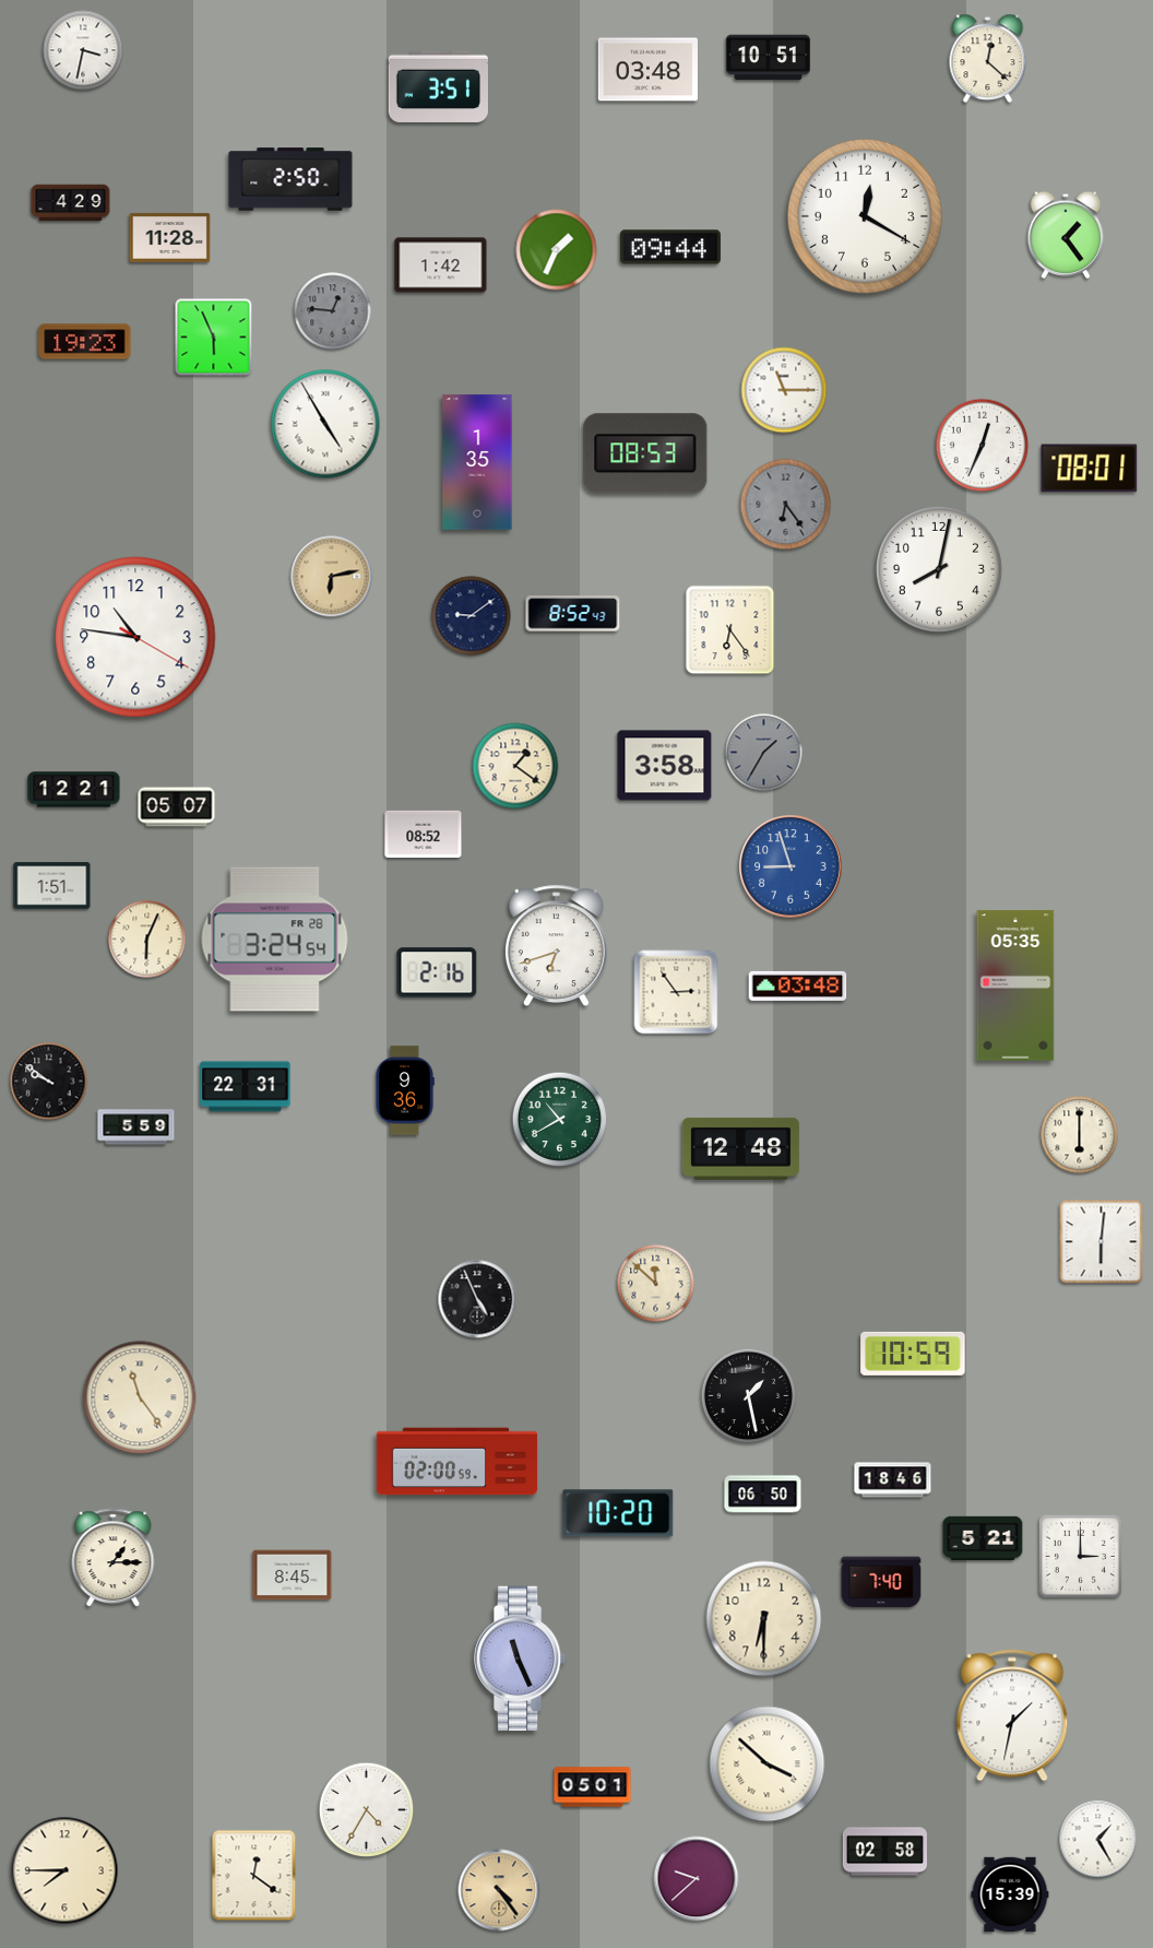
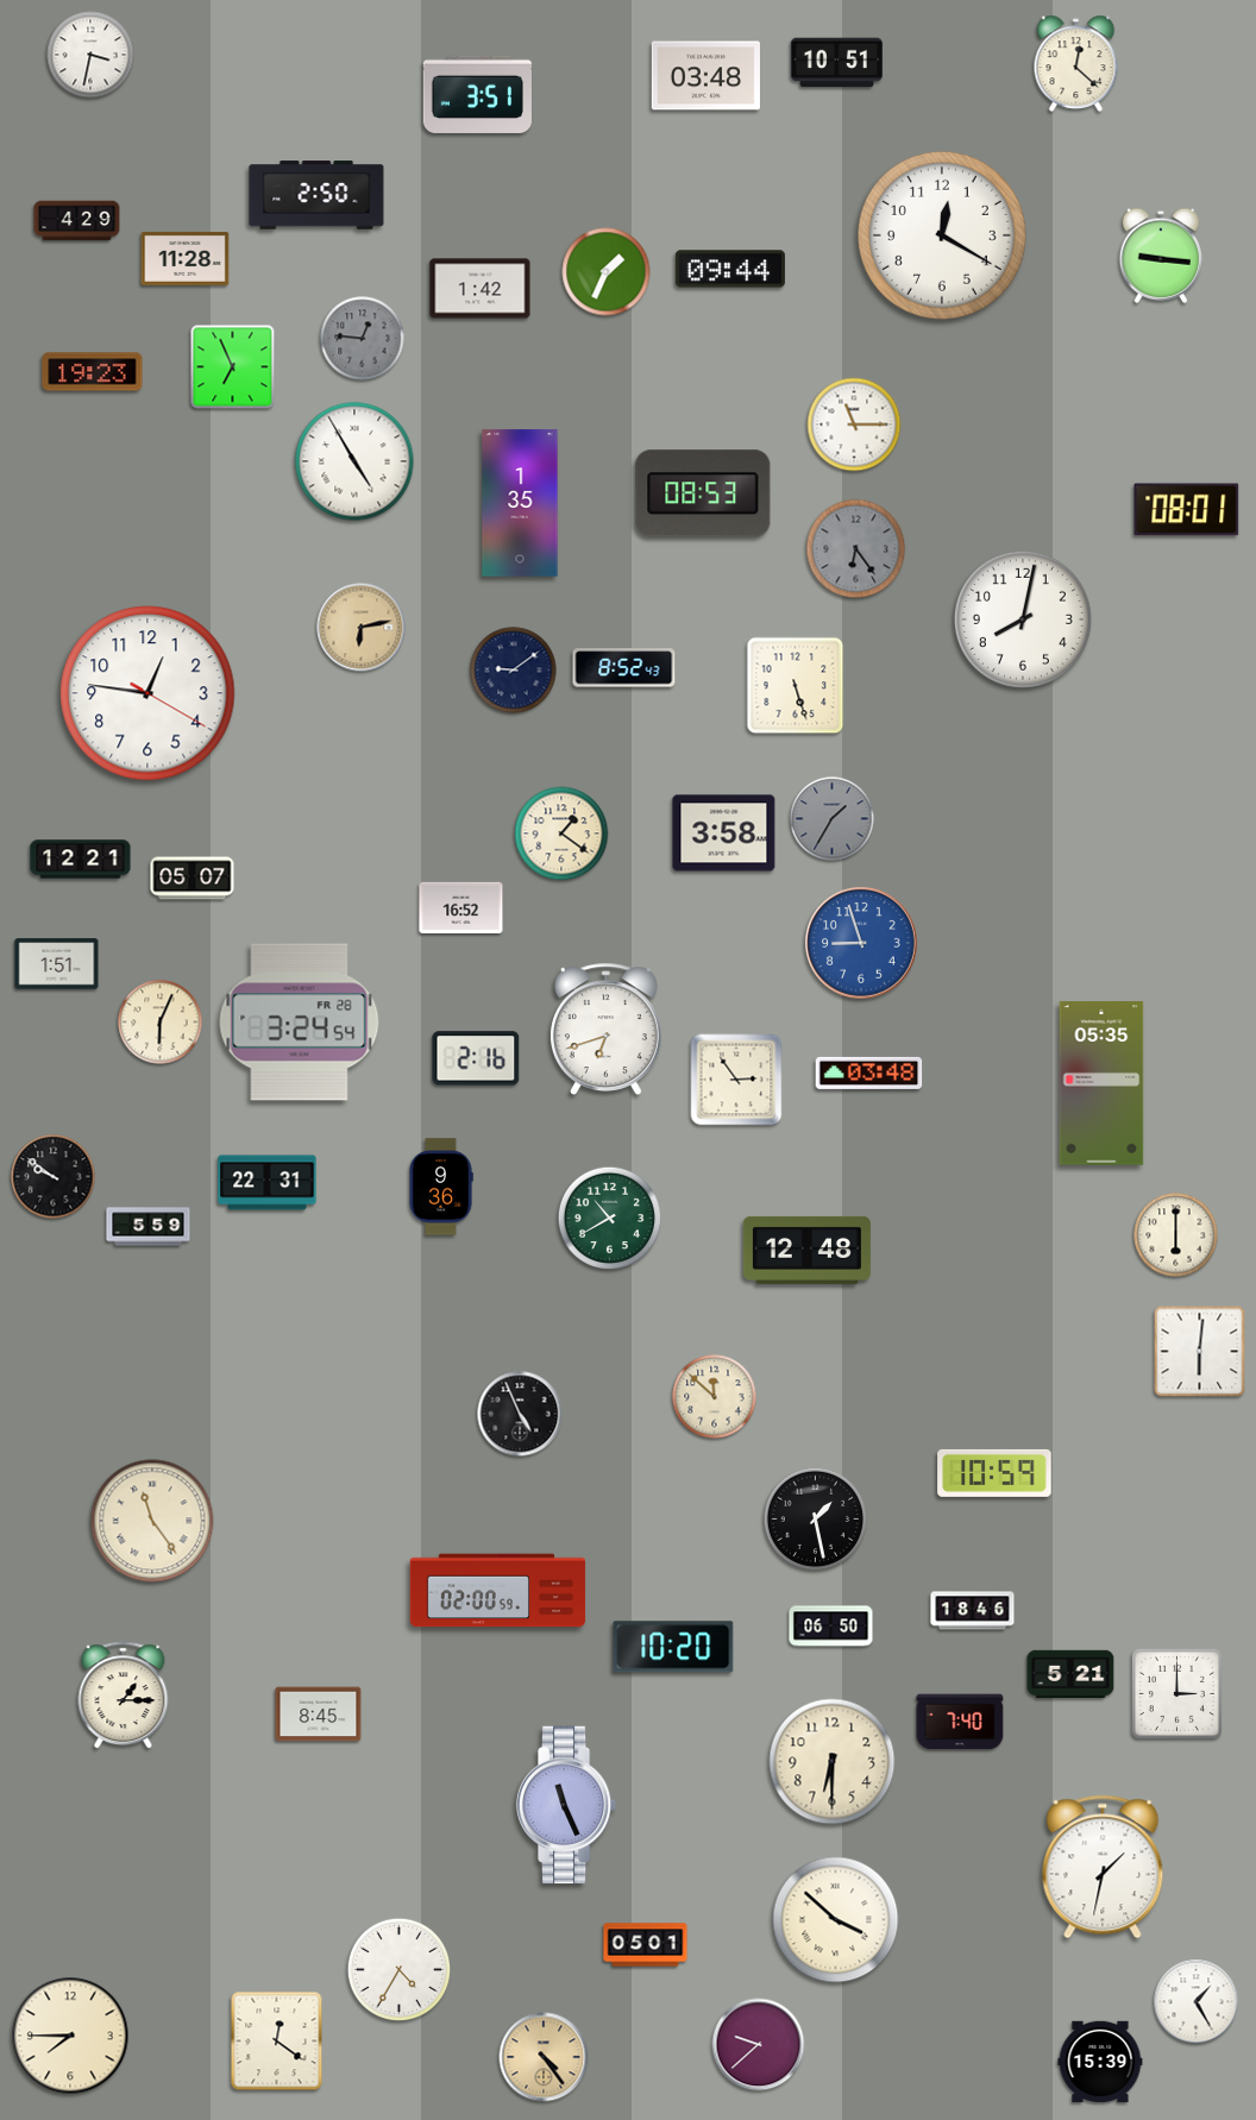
clock at (1066, 235): 1:24 -> 9:16
clock at (214, 338): 5:56 -> 6:56
clock at (983, 446): 12:34 -> none
clock at (730, 630): 6:24 -> 5:27
clock at (135, 637): 10:46 -> 12:46
clock at (424, 834): 08:52 -> 16:52
clock at (1015, 985) position: (1015, 985) -> (1101, 1083)
clock at (884, 1852): 02:58 -> none
